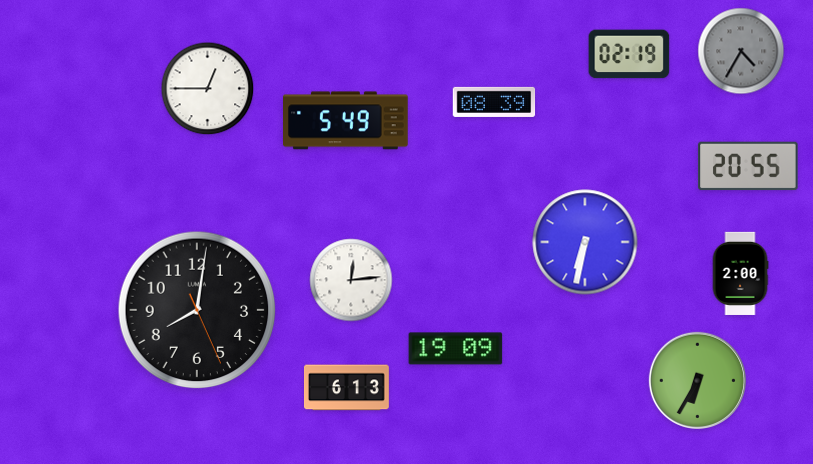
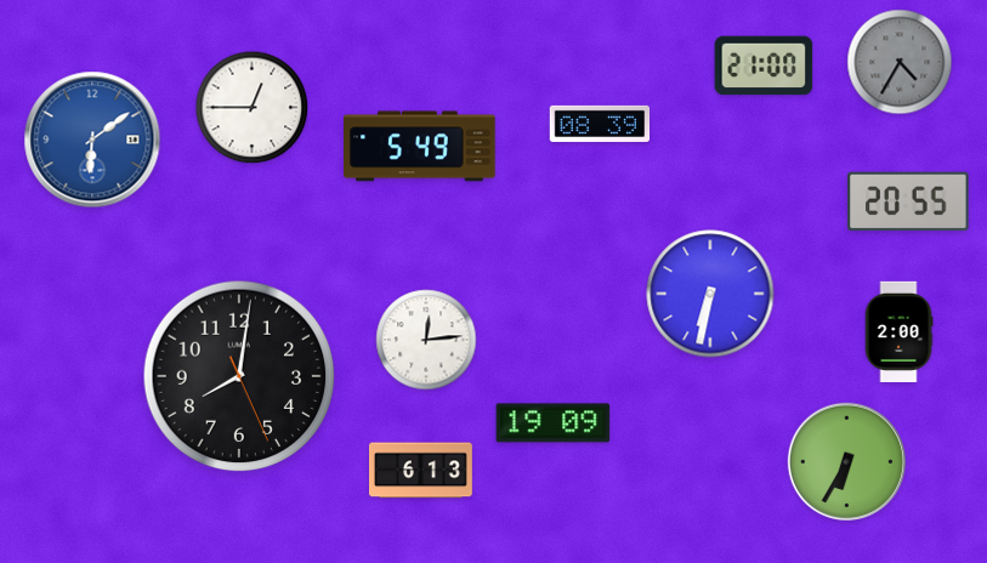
clock at (629, 54): 02:19 -> 21:00
clock at (92, 140): none -> 6:09
